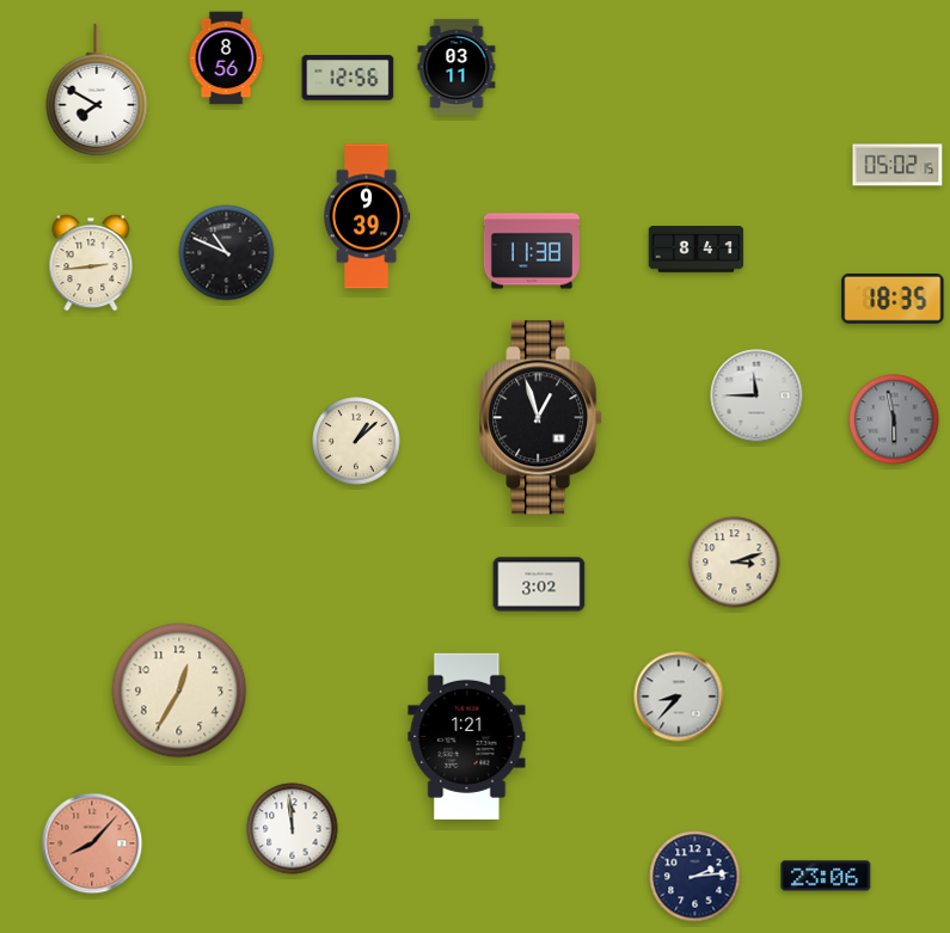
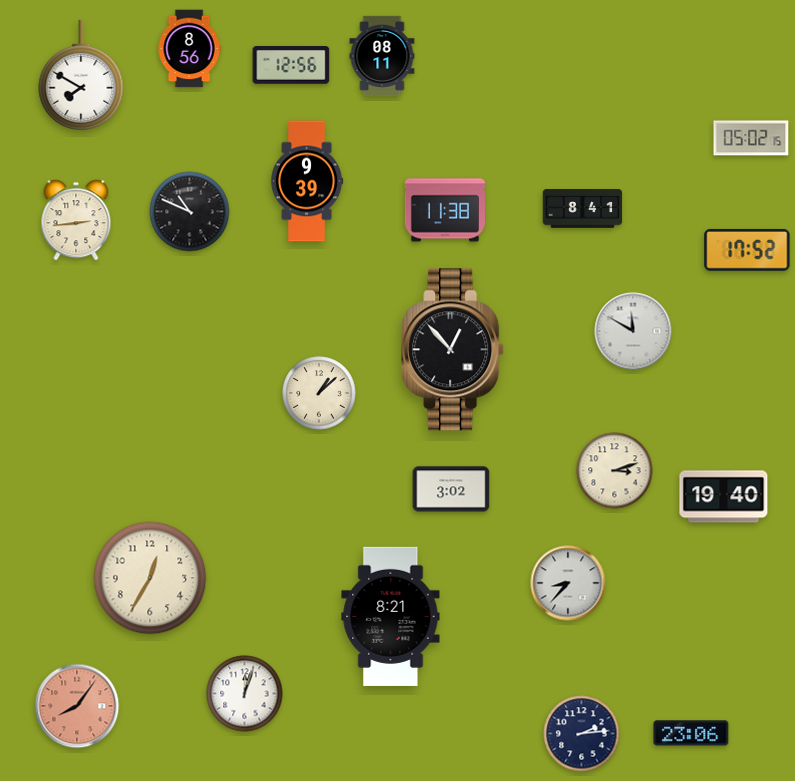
clock at (456, 66): 03:11 -> 08:11
clock at (893, 299): 18:35 -> 17:52
clock at (756, 395): 11:45 -> 11:50
clock at (541, 418): 12:57 -> 12:53
clock at (894, 419): 5:58 -> none
clock at (356, 441) position: (356, 441) -> (319, 393)
clock at (724, 497): none -> 19:40
clock at (467, 736): 1:21 -> 8:21
clock at (293, 829): 11:59 -> 12:03
clock at (92, 843): 8:07 -> 8:06
